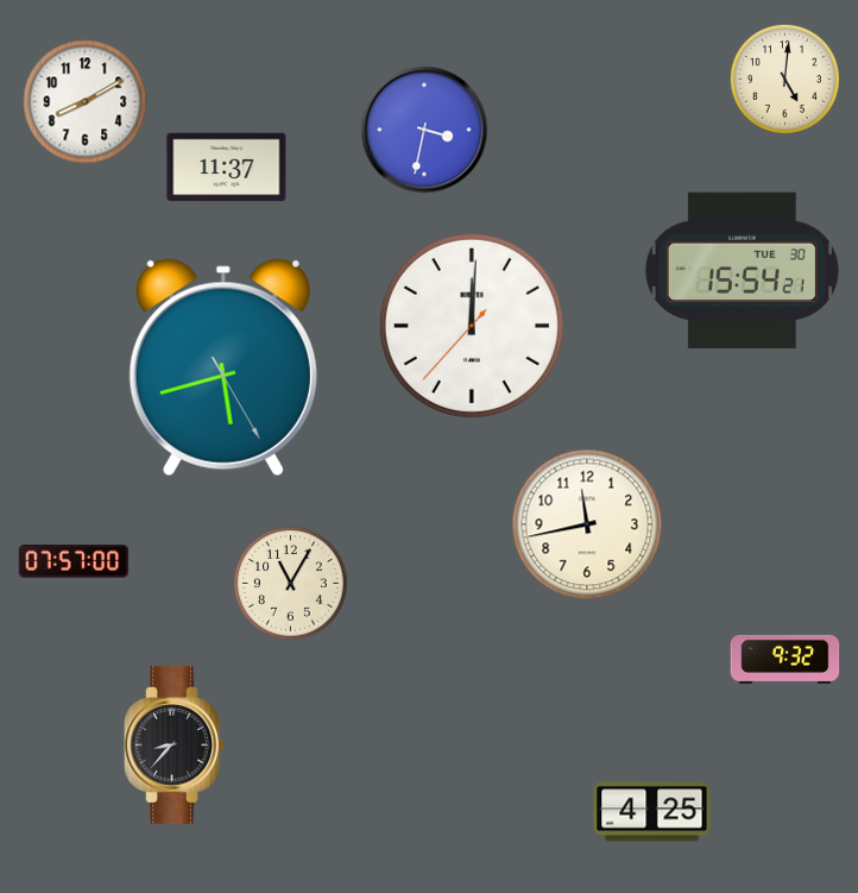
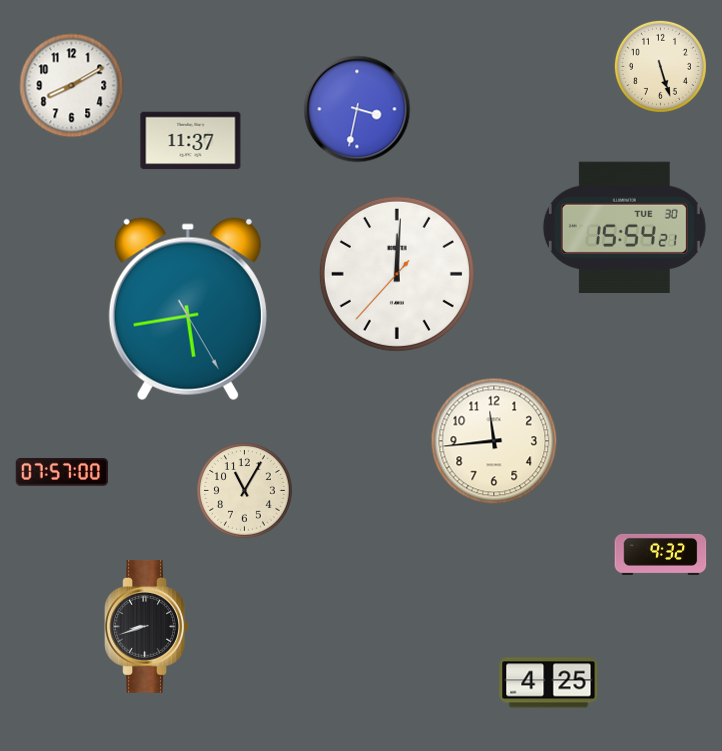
clock at (784, 78): 5:01 -> 5:27
clock at (223, 367): 5:42 -> 5:43
clock at (587, 524): 11:43 -> 11:44
clock at (175, 744): 8:37 -> 8:42
